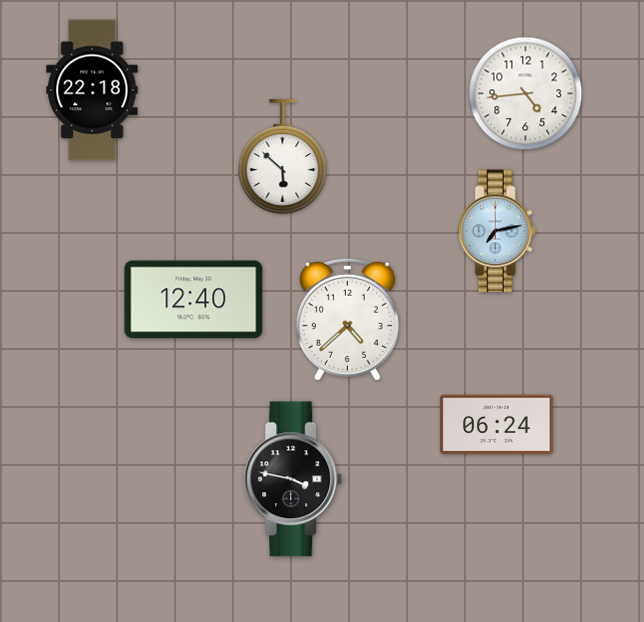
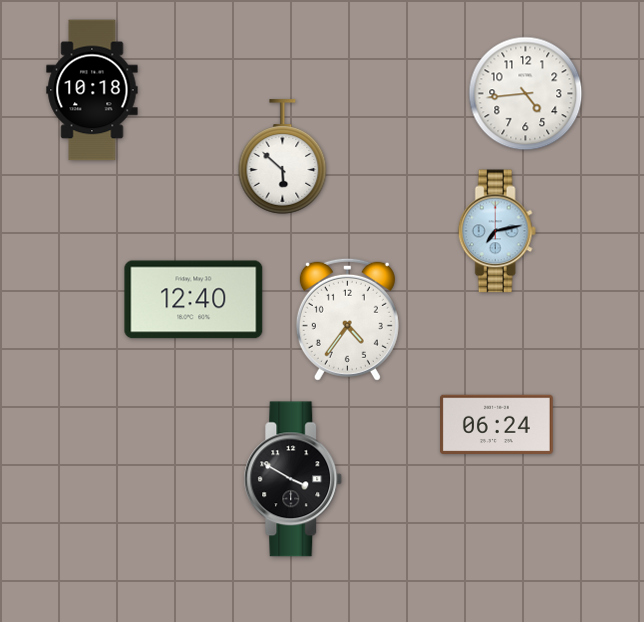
clock at (92, 90): 22:18 -> 10:18
clock at (347, 319): 4:38 -> 4:36
clock at (293, 479): 3:47 -> 3:50
